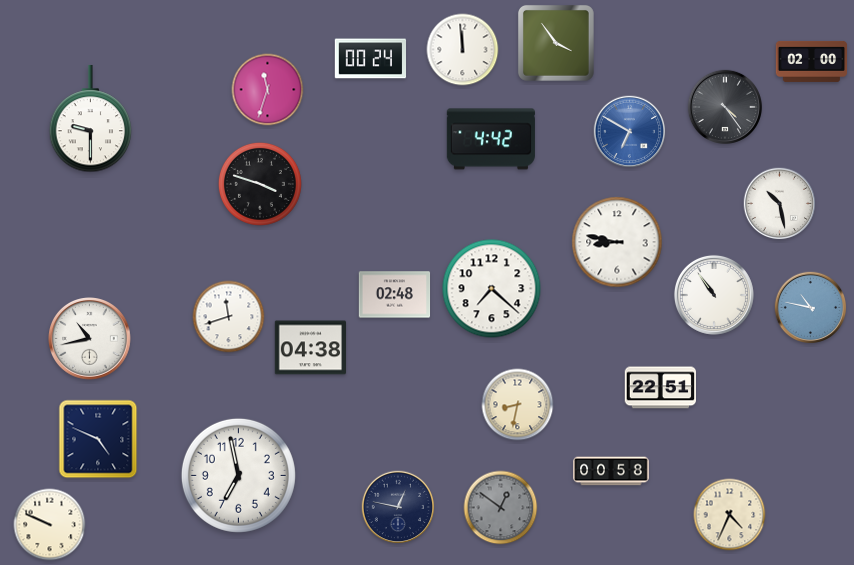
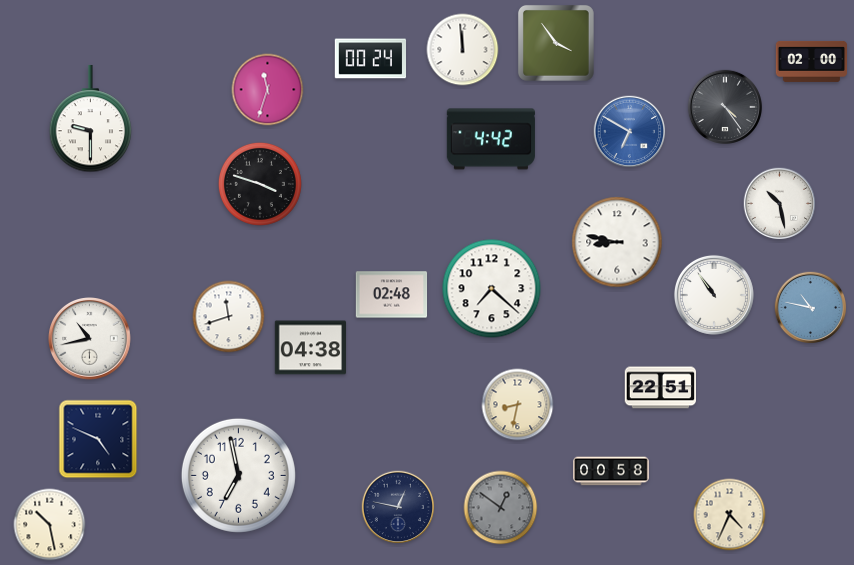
clock at (395, 295) position: (395, 295) -> (392, 295)
clock at (50, 525): 9:49 -> 10:28
